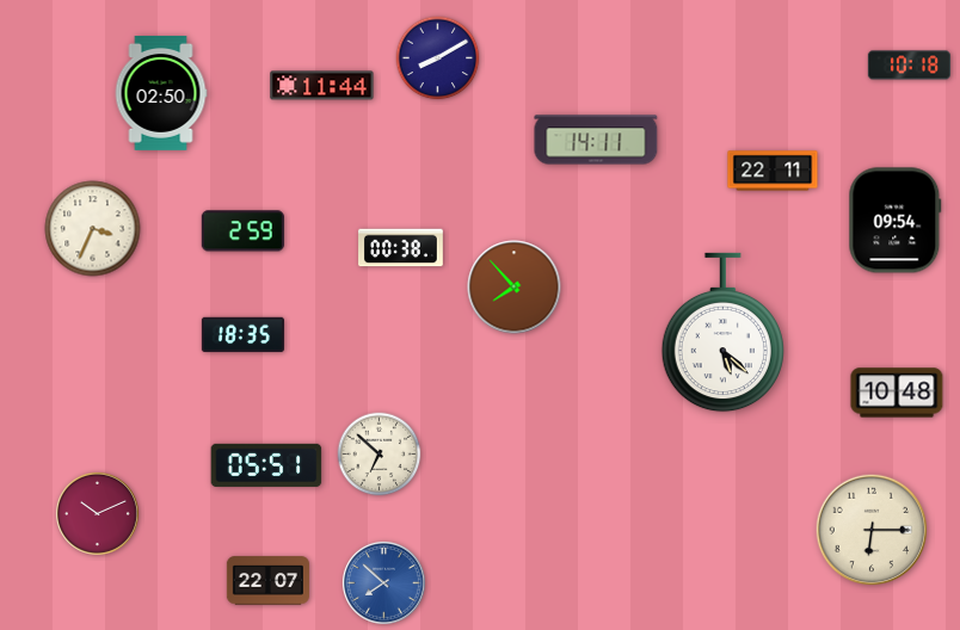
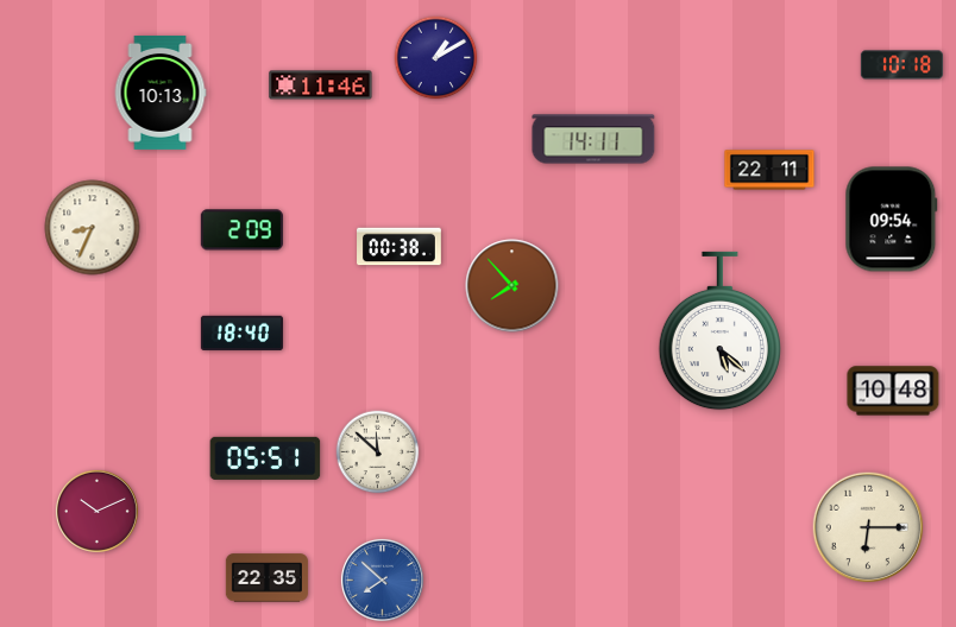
clock at (438, 58): 8:10 -> 1:10
clock at (909, 66) position: (909, 66) -> (901, 65)
clock at (322, 86): 11:44 -> 11:46
clock at (161, 93): 02:50 -> 10:13
clock at (93, 229): 3:34 -> 8:34
clock at (242, 231): 2:59 -> 2:09
clock at (242, 335): 18:35 -> 18:40
clock at (380, 455): 6:52 -> 11:52
clock at (266, 465) position: (266, 465) -> (265, 458)
clock at (267, 581): 22:07 -> 22:35
